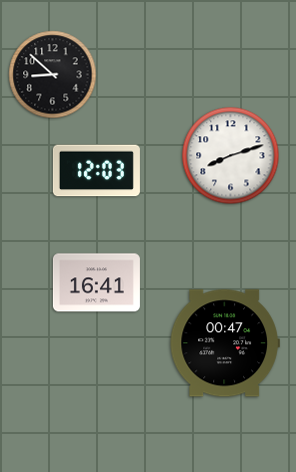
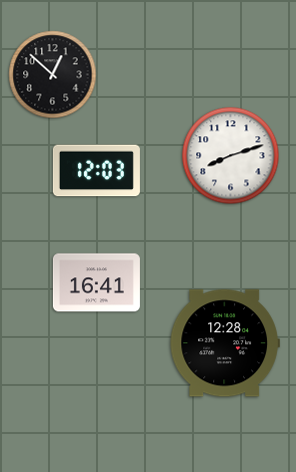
clock at (53, 75): 8:52 -> 12:52
clock at (225, 343): 00:47 -> 12:28
